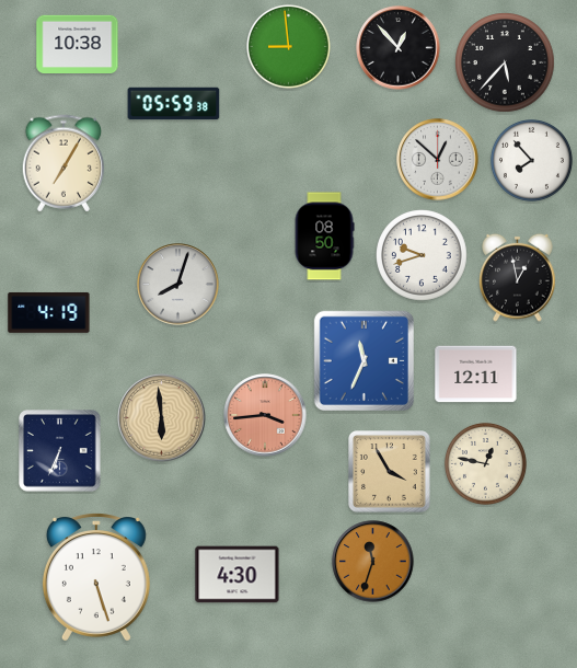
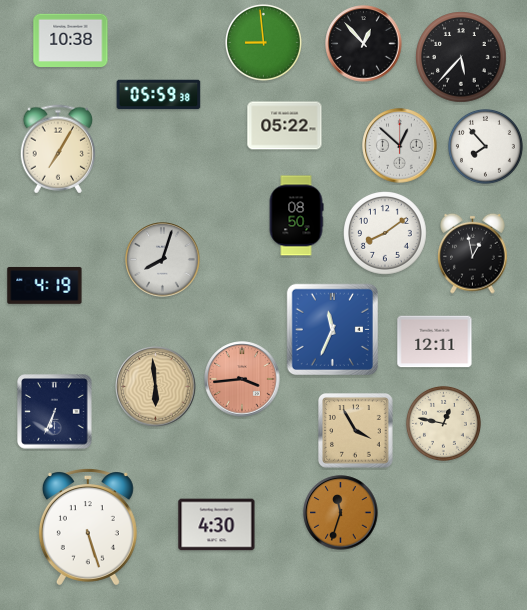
clock at (285, 126): none -> 05:22
clock at (423, 256): 9:42 -> 8:09
clock at (162, 418) position: (162, 418) -> (156, 387)
